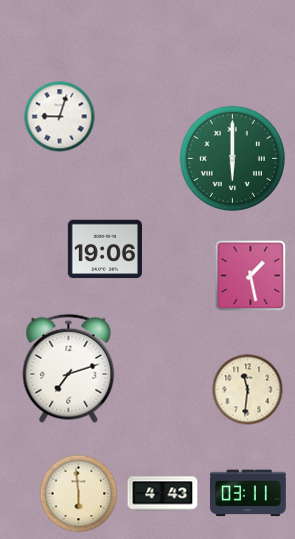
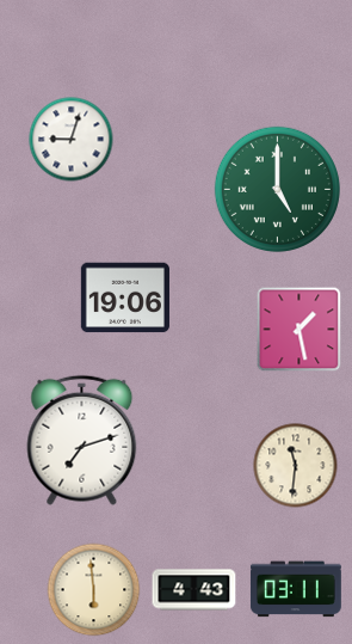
clock at (232, 158): 6:00 -> 5:00
